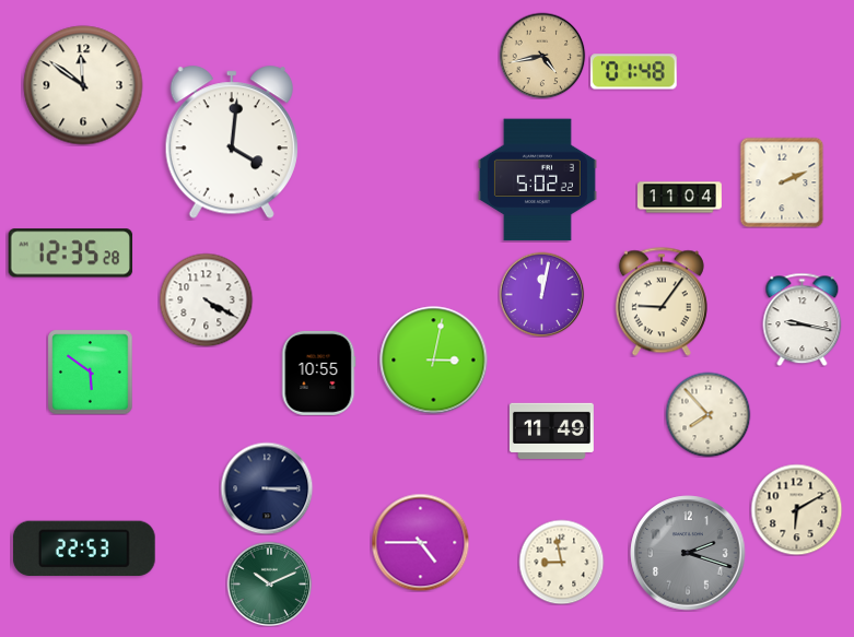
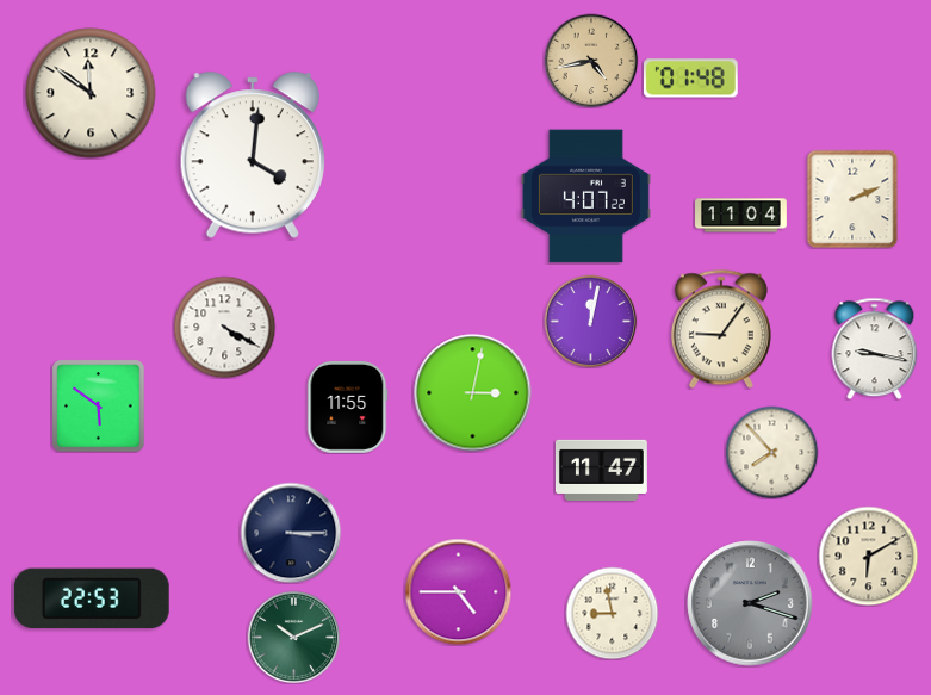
clock at (537, 180): 5:02 -> 4:07
clock at (71, 253): 12:35 -> none
clock at (318, 373): 10:55 -> 11:55
clock at (551, 430): 11:49 -> 11:47
